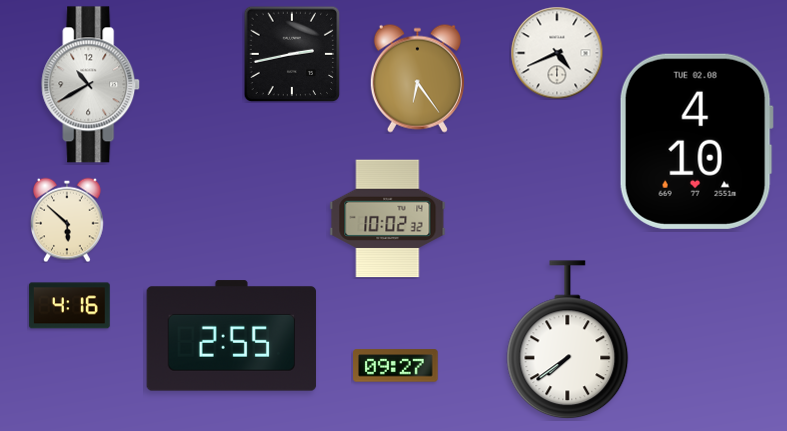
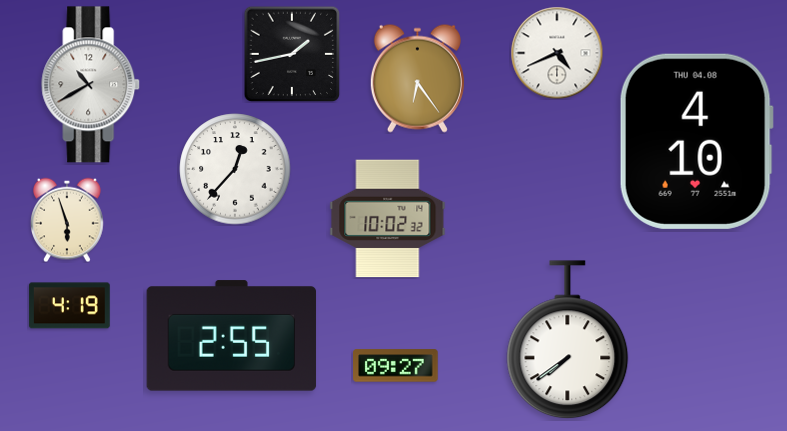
clock at (292, 54): 2:43 -> 1:43
clock at (696, 141) date: TUE 02.08 -> THU 04.08
clock at (235, 169): none -> 12:37
clock at (68, 220): 5:52 -> 5:57
clock at (69, 306): 4:16 -> 4:19
